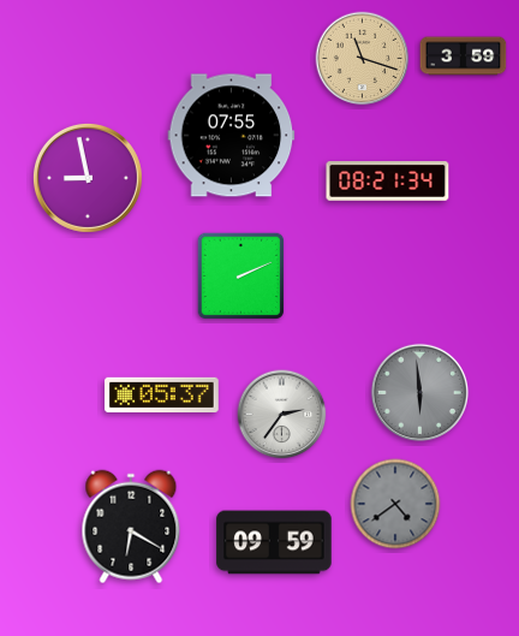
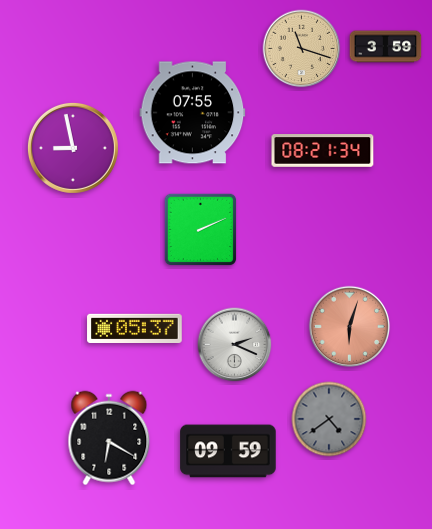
clock at (420, 393): 5:59 -> 6:03
clock at (420, 393) dial: grey -> salmon
clock at (282, 415): 2:36 -> 2:19
